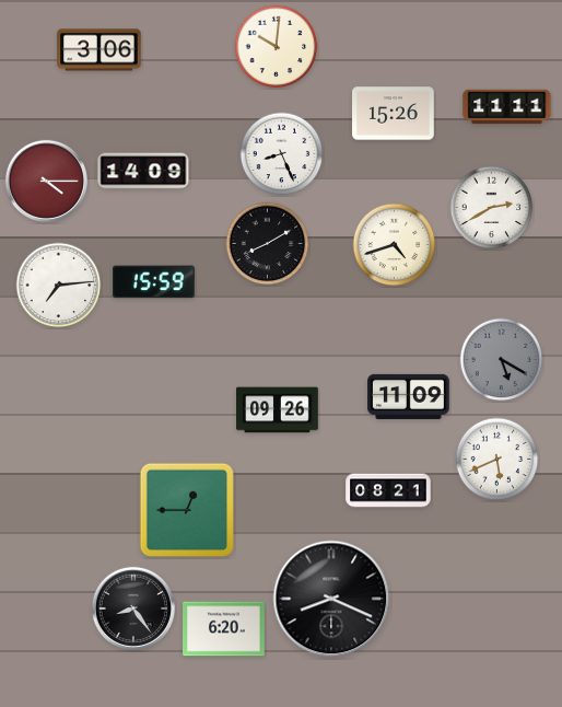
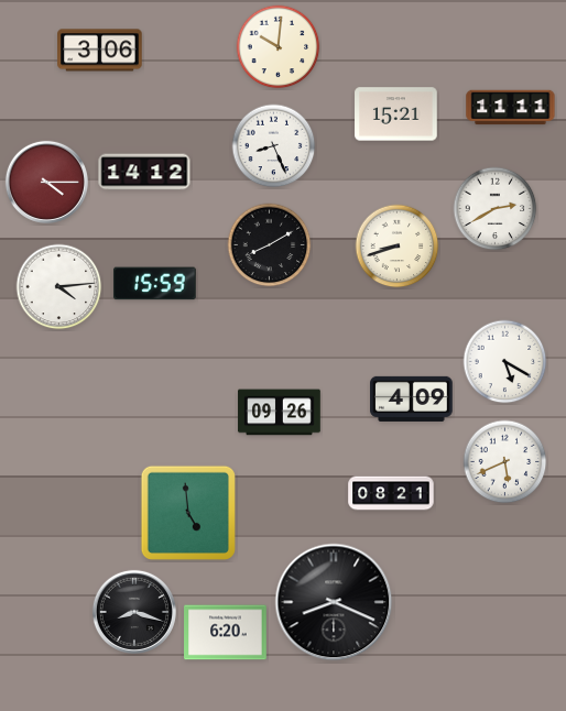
clock at (394, 114): 15:26 -> 15:21
clock at (282, 154) position: (282, 154) -> (274, 146)
clock at (143, 171): 14:09 -> 14:12
clock at (395, 245): 4:42 -> 8:42
clock at (59, 286): 7:14 -> 4:14
clock at (502, 360) dial: grey -> white
clock at (409, 396): 11:09 -> 4:09
clock at (497, 460) position: (497, 460) -> (505, 462)
clock at (187, 510): 12:45 -> 4:59
clock at (133, 609): 8:24 -> 8:18
